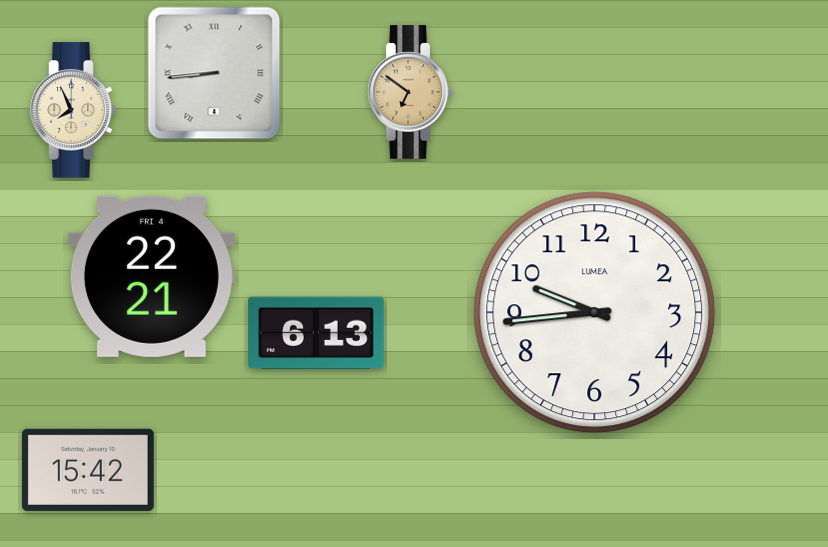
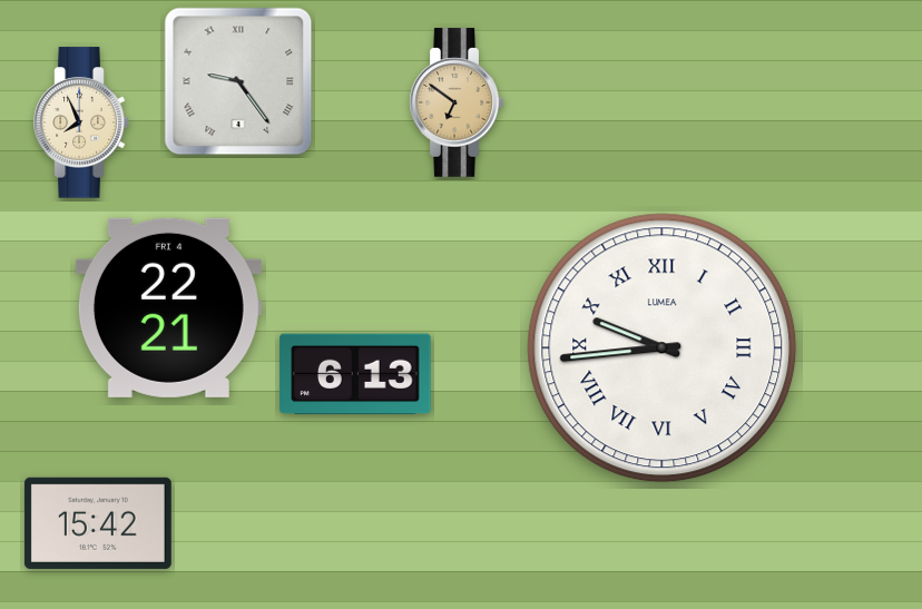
clock at (214, 73): 8:44 -> 9:24
clock at (595, 313) numerals: Arabic -> Roman
clock at (316, 333) position: (316, 333) -> (355, 374)
